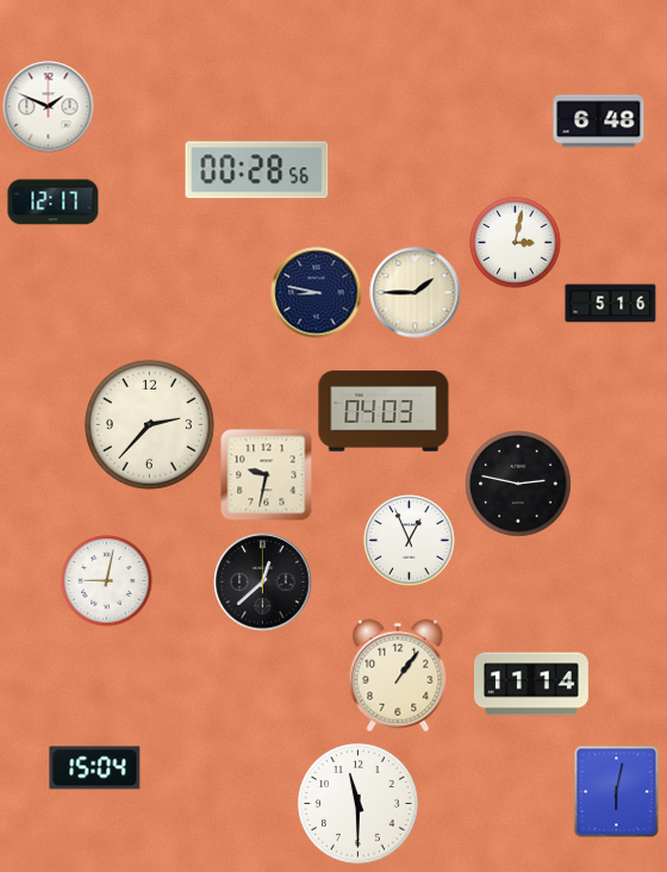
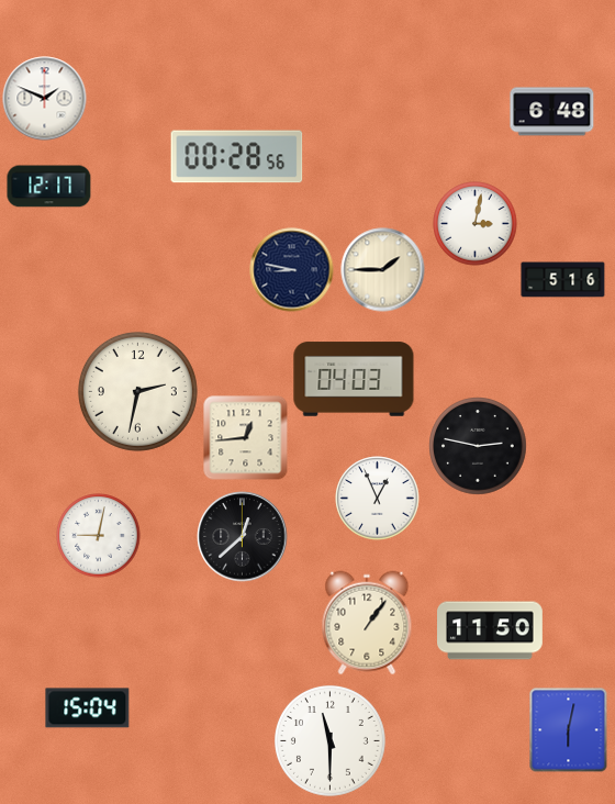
clock at (149, 424): 2:37 -> 2:32
clock at (267, 475): 9:32 -> 12:44
clock at (532, 684): 11:14 -> 11:50
